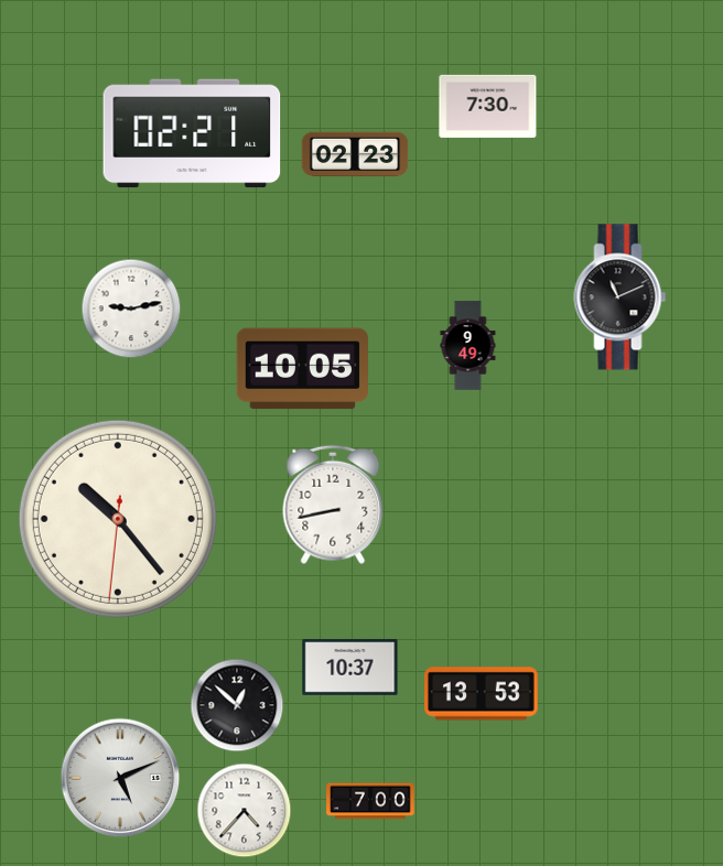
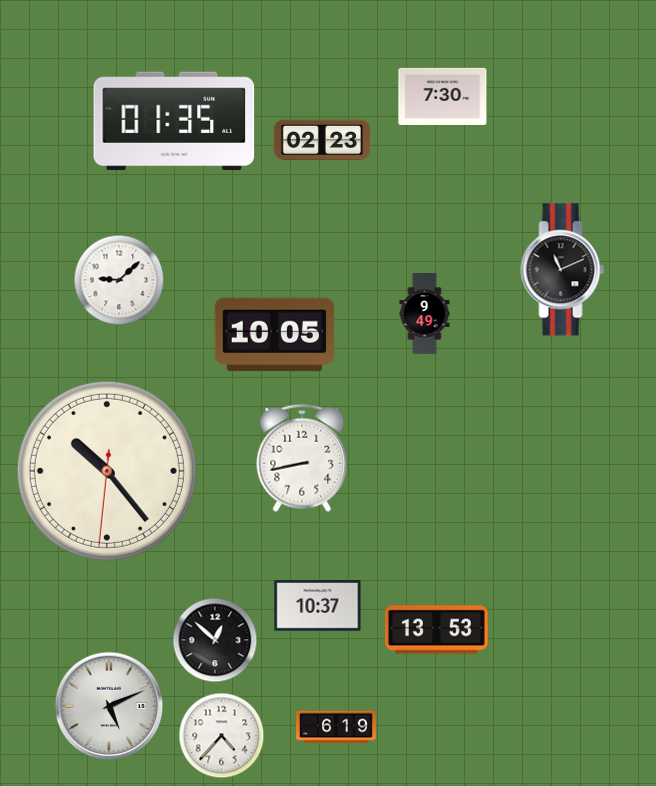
clock at (192, 133): 02:21 -> 01:35
clock at (131, 308): 9:13 -> 9:08
clock at (370, 801): 7:00 -> 6:19
